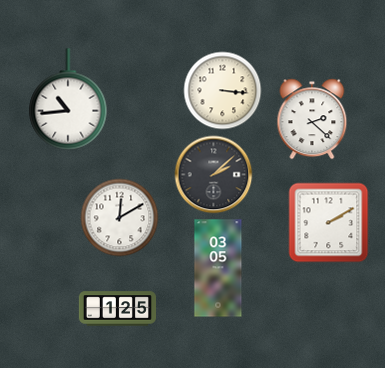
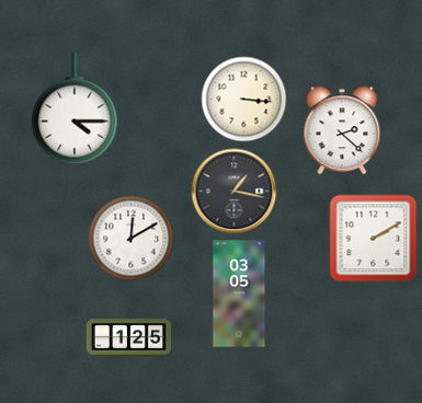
clock at (68, 99): 10:44 -> 4:15
clock at (213, 174): 2:08 -> 1:17
clock at (328, 222) position: (328, 222) -> (373, 238)
